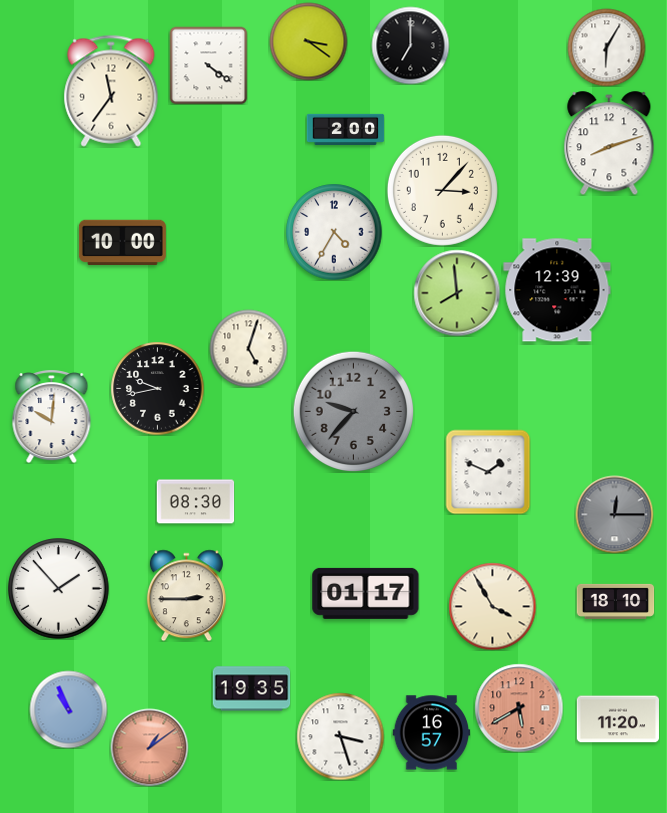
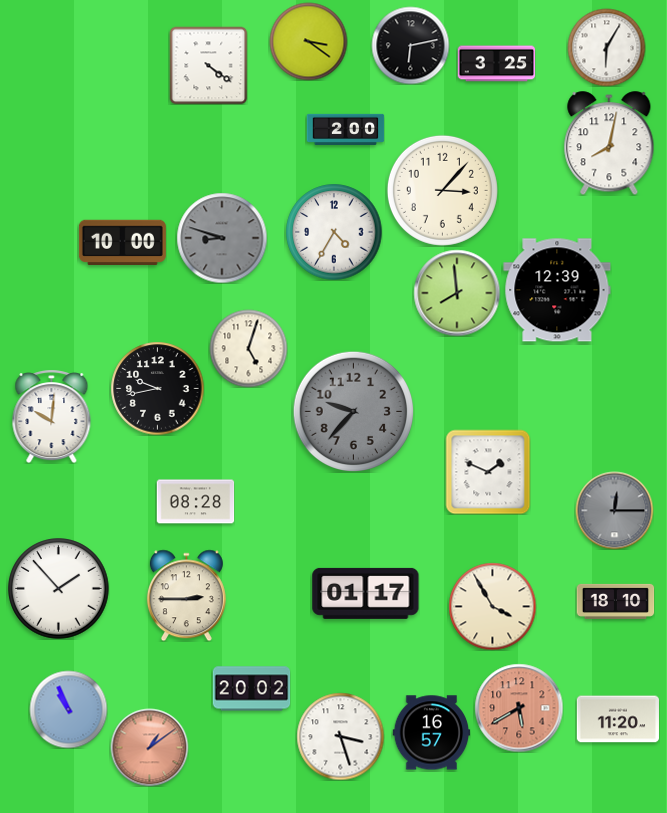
clock at (410, 45): 7:00 -> 6:13
clock at (496, 64): none -> 3:25
clock at (111, 91): 11:36 -> none
clock at (609, 143): 8:12 -> 8:02
clock at (222, 238): none -> 8:48
clock at (195, 502): 08:30 -> 08:28
clock at (614, 514) position: (614, 514) -> (614, 510)
clock at (251, 689): 19:35 -> 20:02
